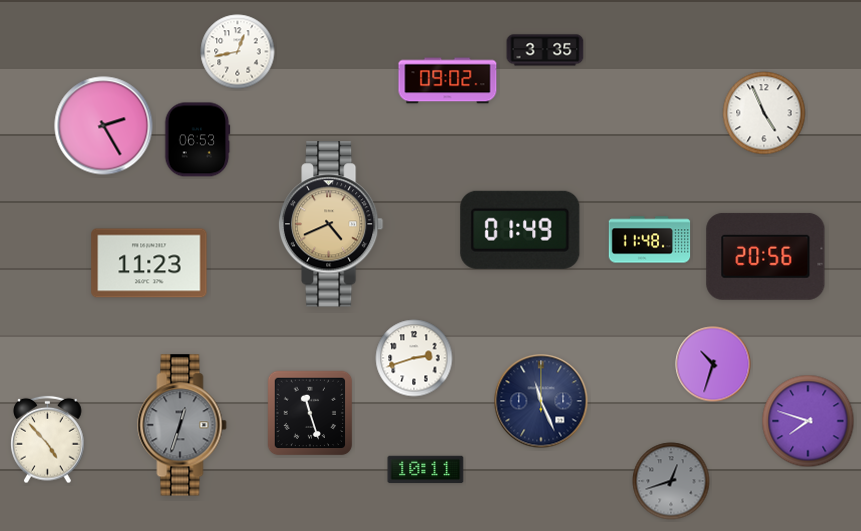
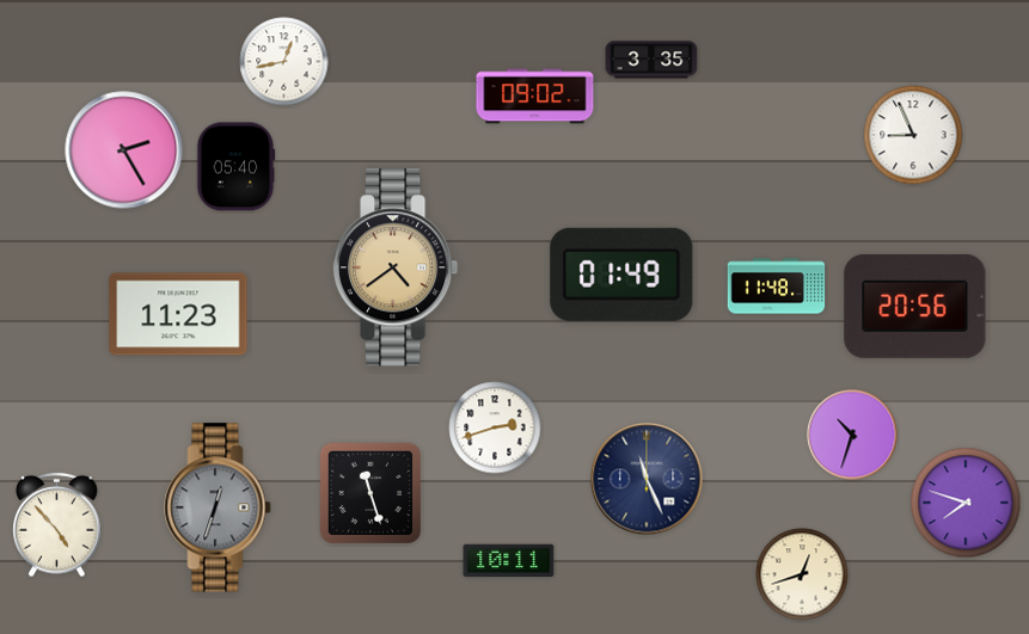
clock at (764, 113): 4:56 -> 8:56
clock at (197, 140): 06:53 -> 05:40
clock at (331, 224): 4:41 -> 4:39
clock at (671, 481) dial: grey -> cream
